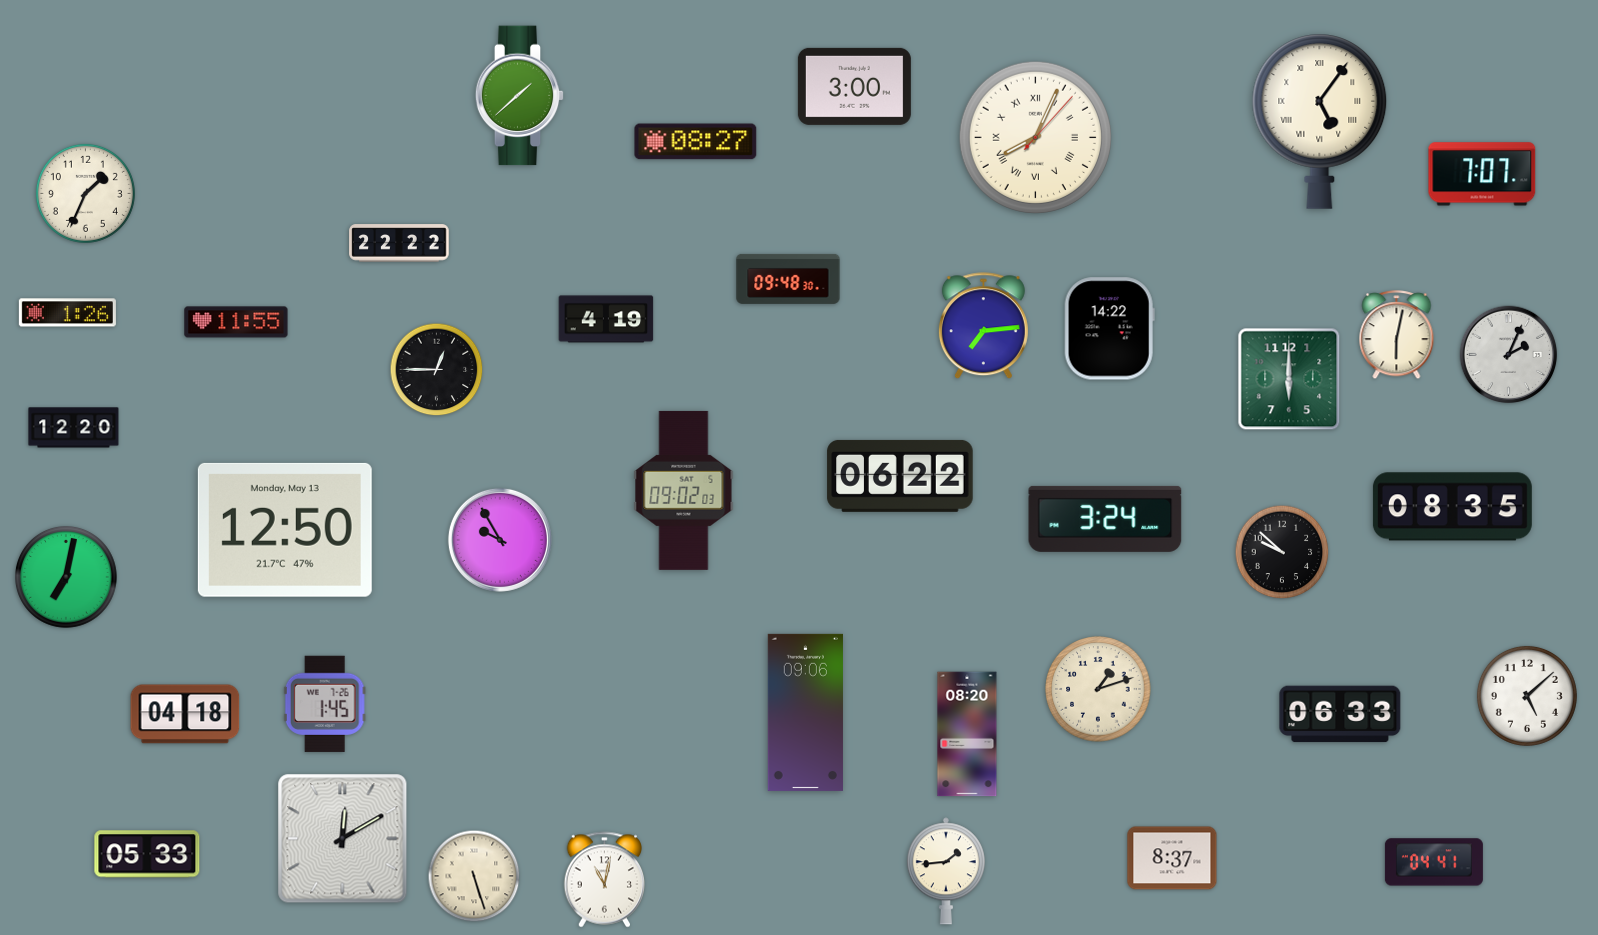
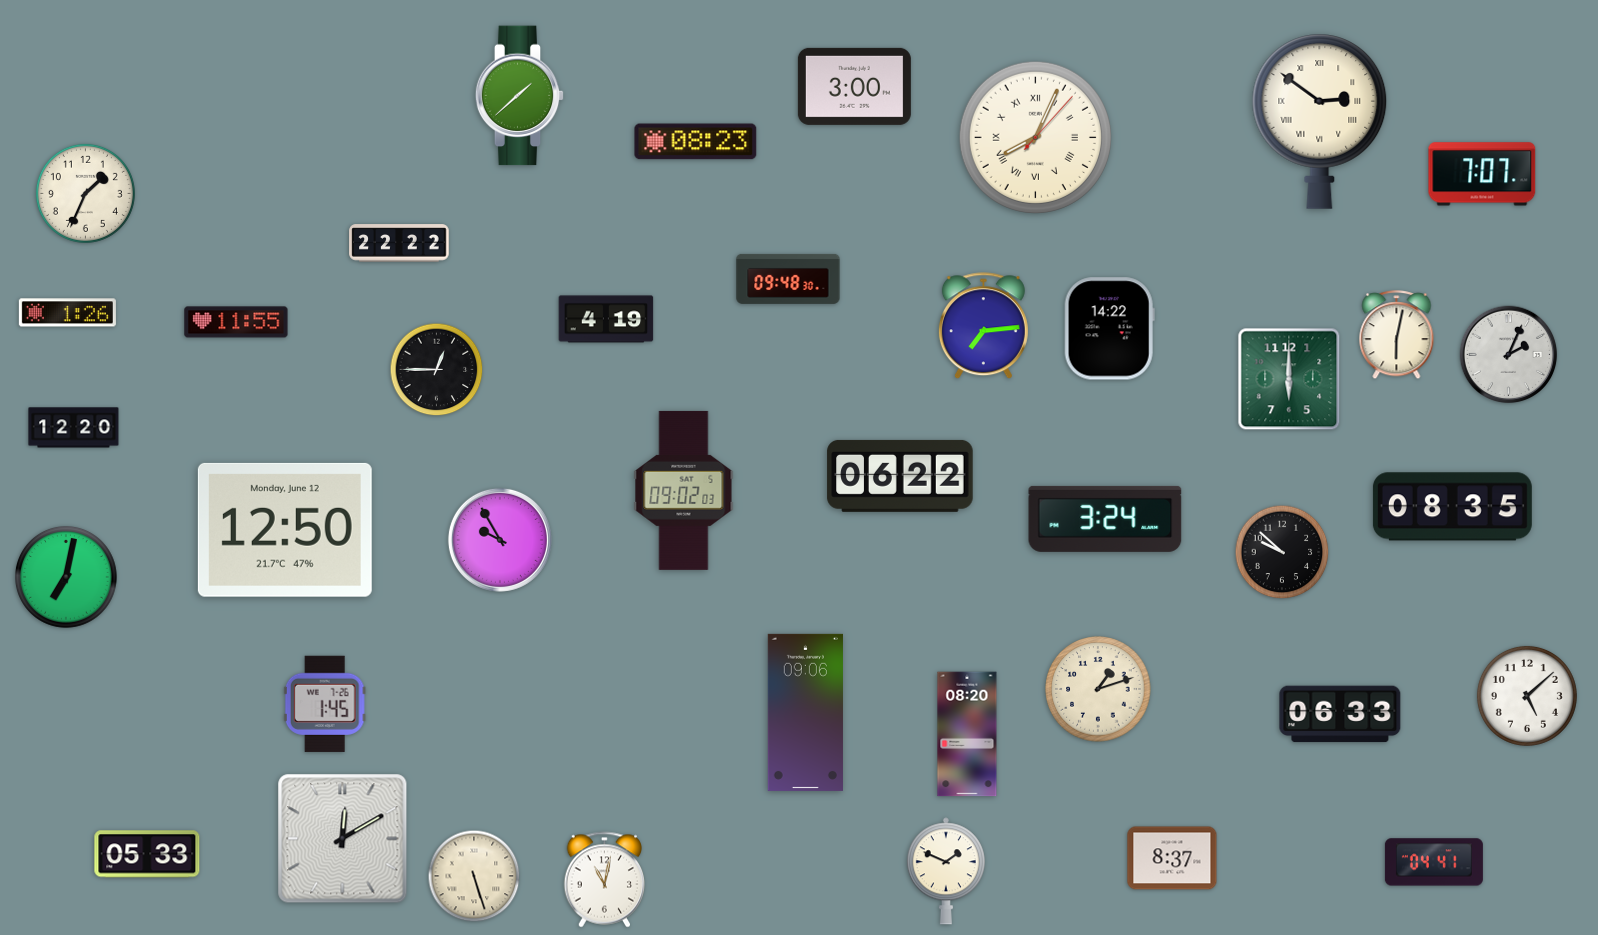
clock at (1320, 121): 5:06 -> 2:51
clock at (696, 142): 08:27 -> 08:23
clock at (285, 530) date: Monday, May 13 -> Monday, June 12
clock at (185, 714): 04:18 -> none
clock at (946, 871): 1:44 -> 1:49
